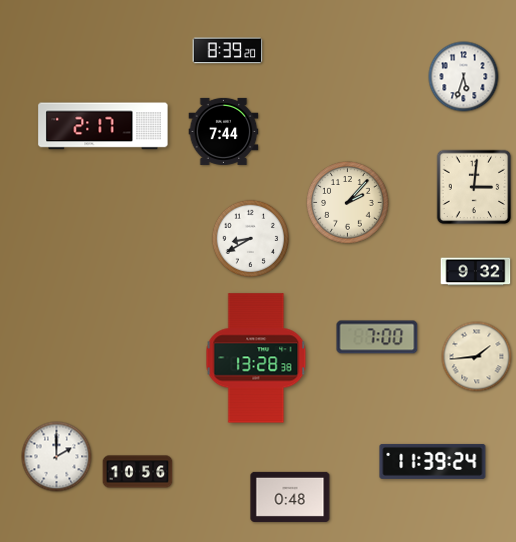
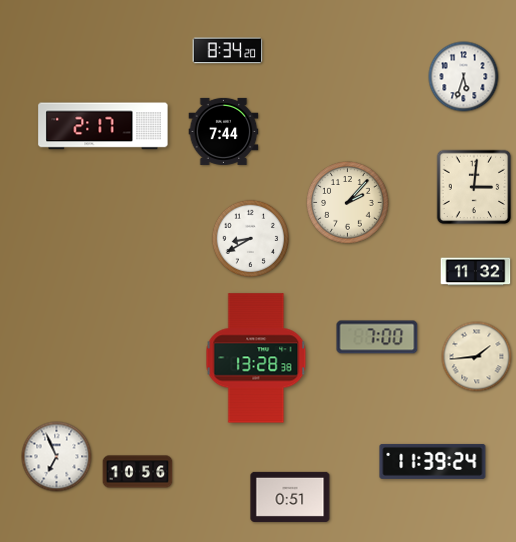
clock at (228, 51): 8:39 -> 8:34
clock at (476, 272): 9:32 -> 11:32
clock at (57, 457): 2:00 -> 6:56
clock at (290, 497): 0:48 -> 0:51
